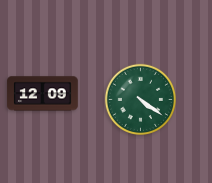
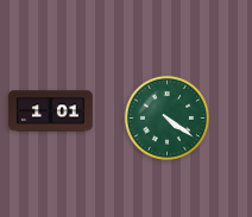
clock at (43, 94): 12:09 -> 1:01
